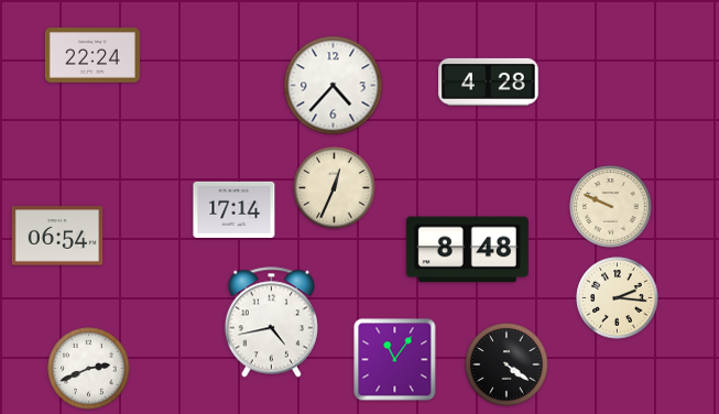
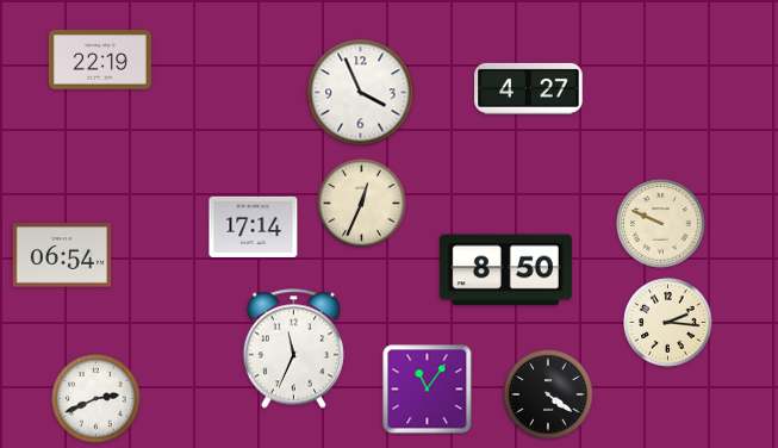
clock at (92, 56): 22:24 -> 22:19
clock at (489, 81): 4:28 -> 4:27
clock at (334, 86): 4:37 -> 3:56
clock at (467, 250): 8:48 -> 8:50
clock at (271, 323): 4:43 -> 11:34
